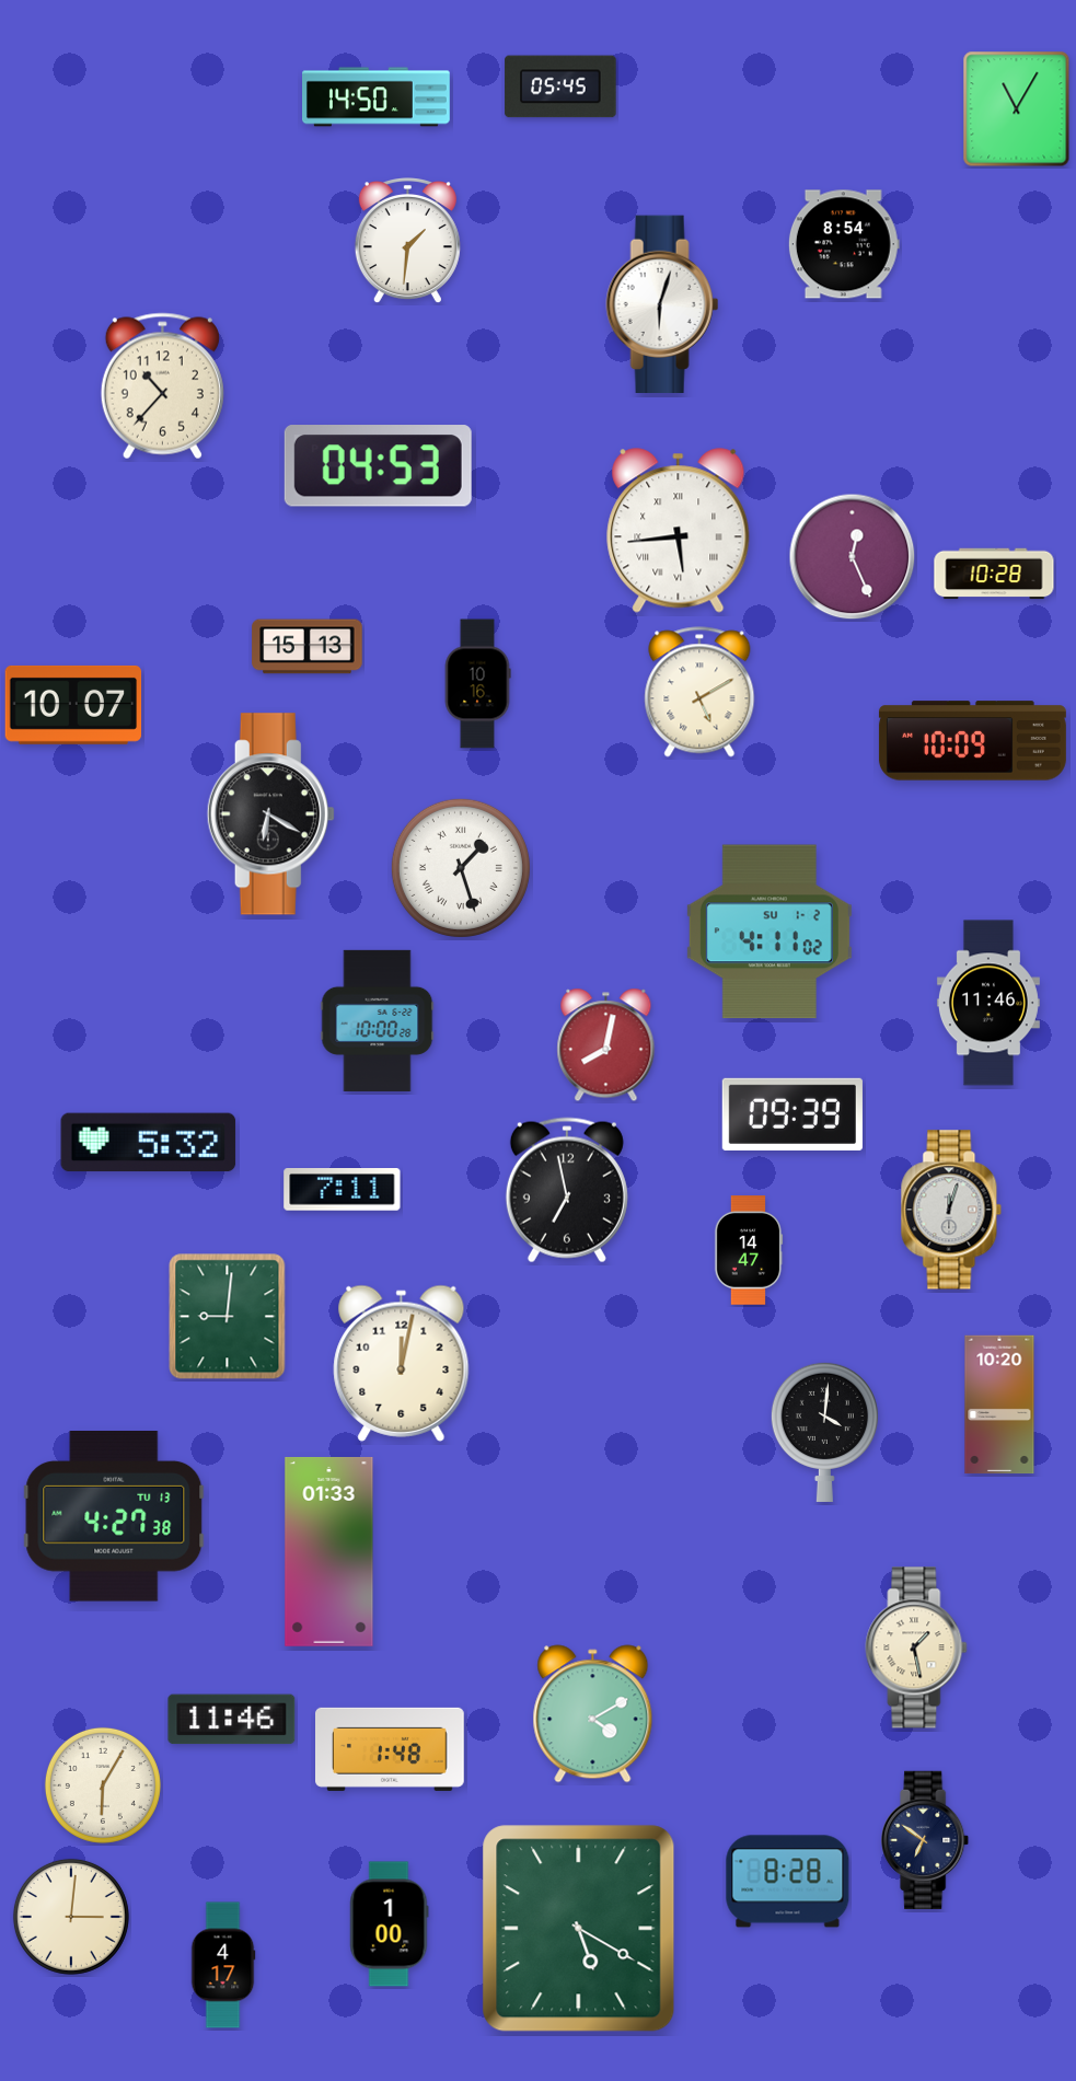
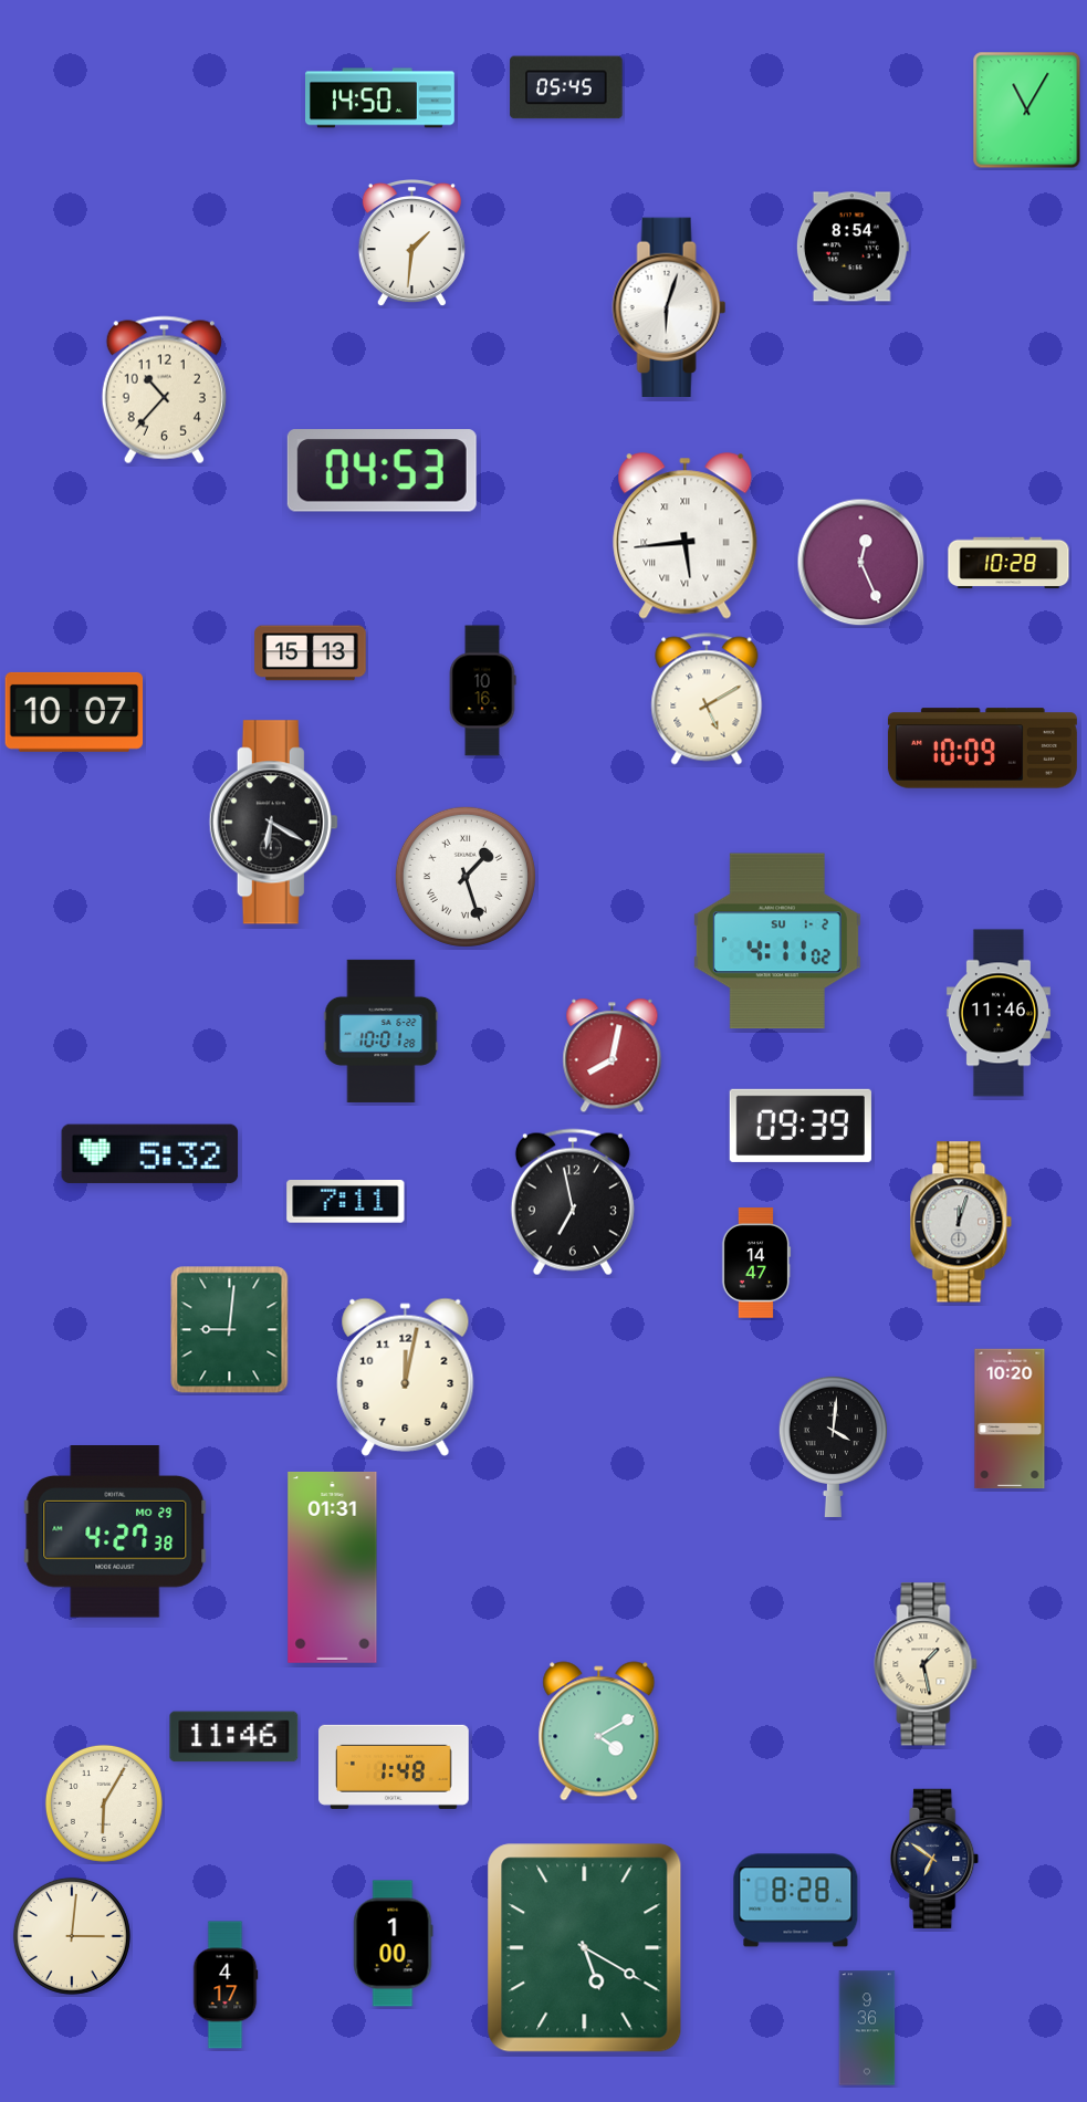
clock at (994, 574) position: (994, 574) -> (1008, 563)
clock at (378, 1020): 10:00 -> 10:01
clock at (114, 1516) date: TU 13 -> MO 29
clock at (329, 1551): 01:33 -> 01:31
clock at (867, 2028): none -> 9:36
